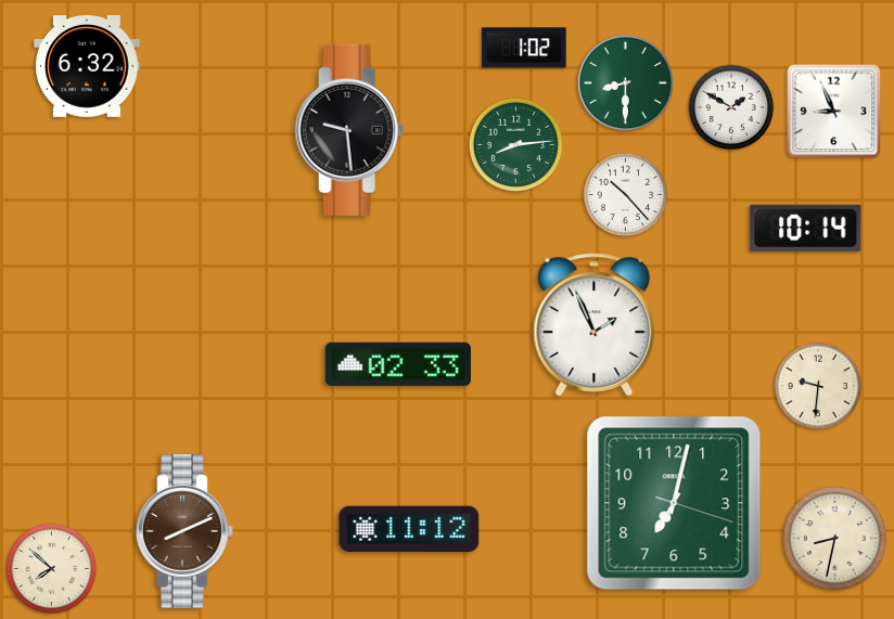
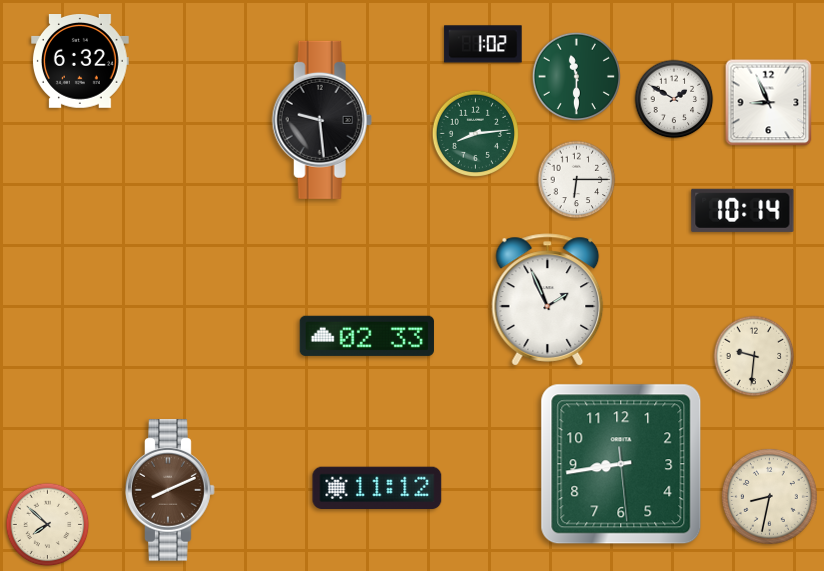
clock at (625, 82): 8:30 -> 11:30
clock at (626, 195): 10:23 -> 6:15
clock at (674, 503): 7:02 -> 8:43
